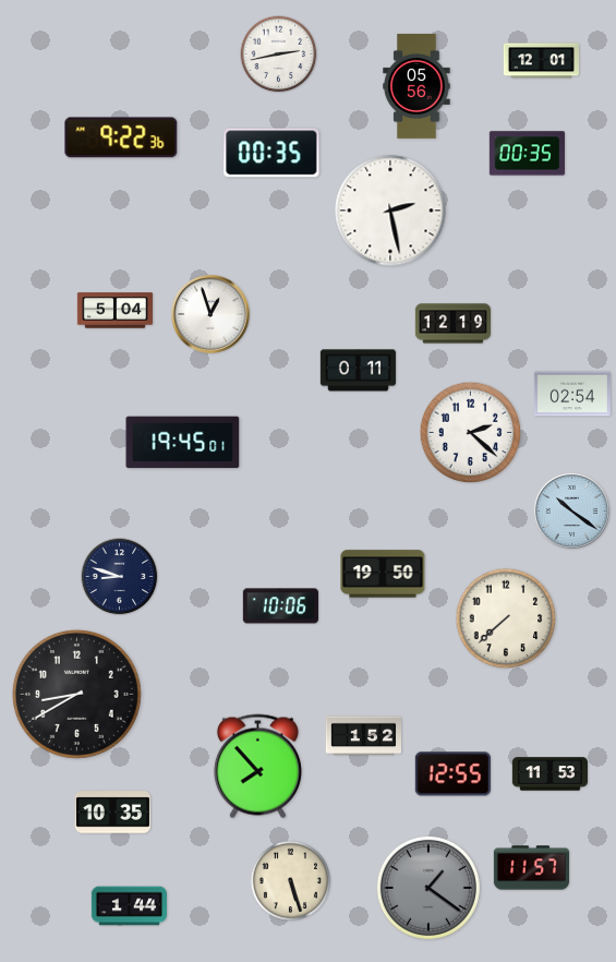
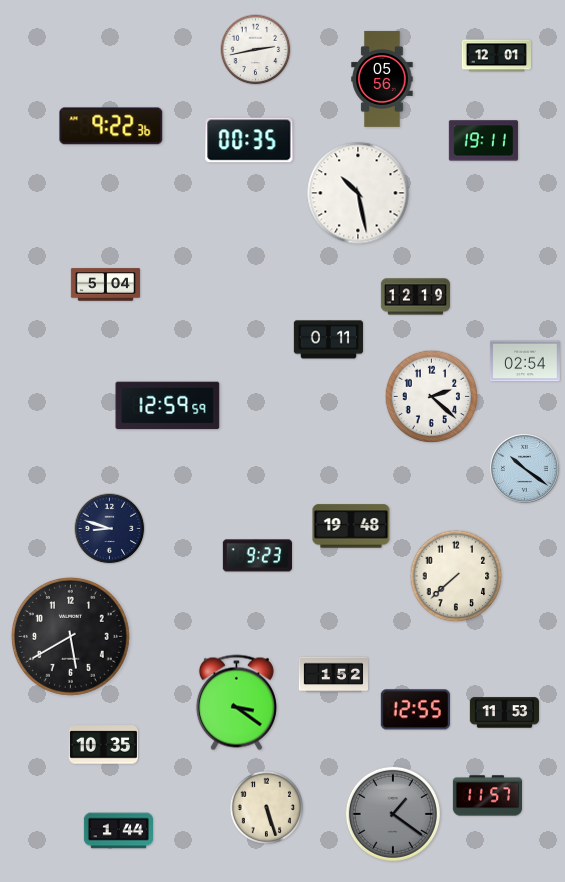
clock at (527, 154): 00:35 -> 19:11
clock at (390, 211): 2:28 -> 10:28
clock at (210, 314): 12:57 -> none
clock at (183, 443): 19:45 -> 12:59
clock at (383, 574): 19:50 -> 19:48
clock at (280, 606): 10:06 -> 9:23
clock at (506, 618) position: (506, 618) -> (456, 576)
clock at (76, 694): 8:40 -> 5:40
clock at (257, 767): 7:53 -> 3:21
clock at (549, 774) position: (549, 774) -> (504, 713)
